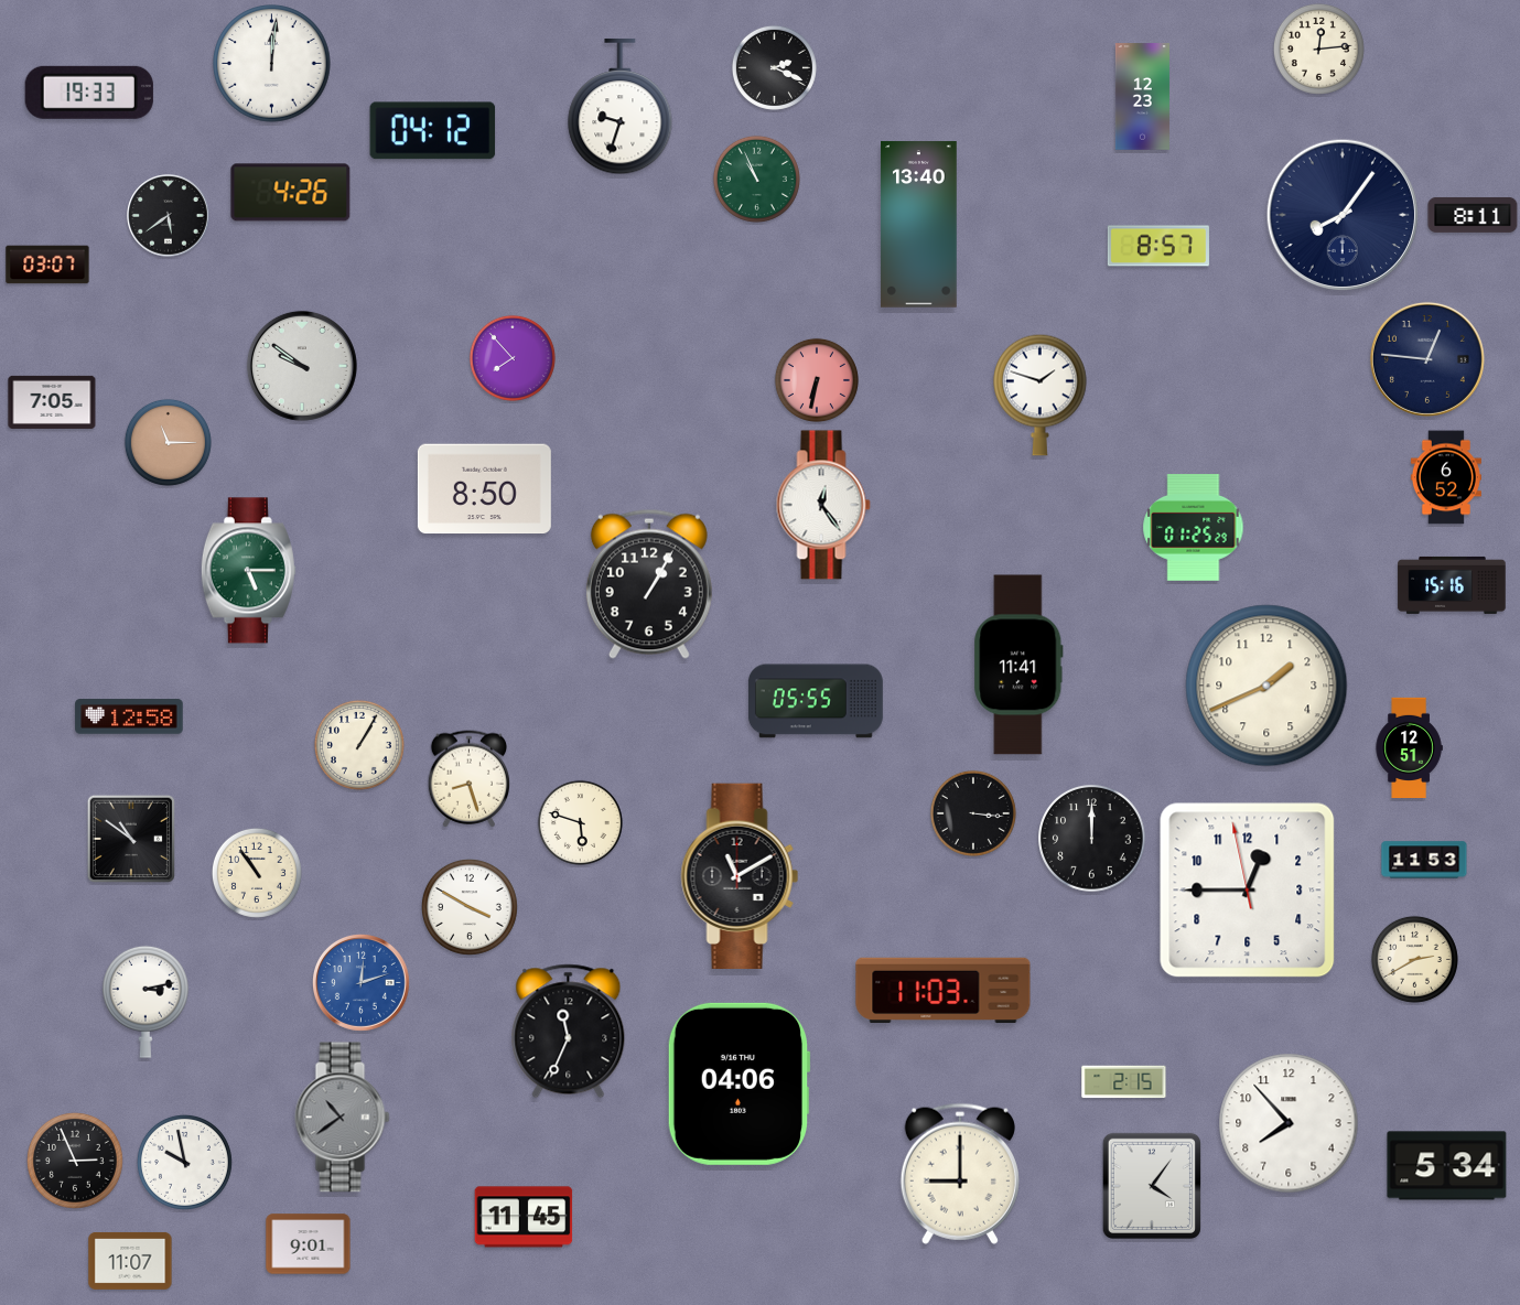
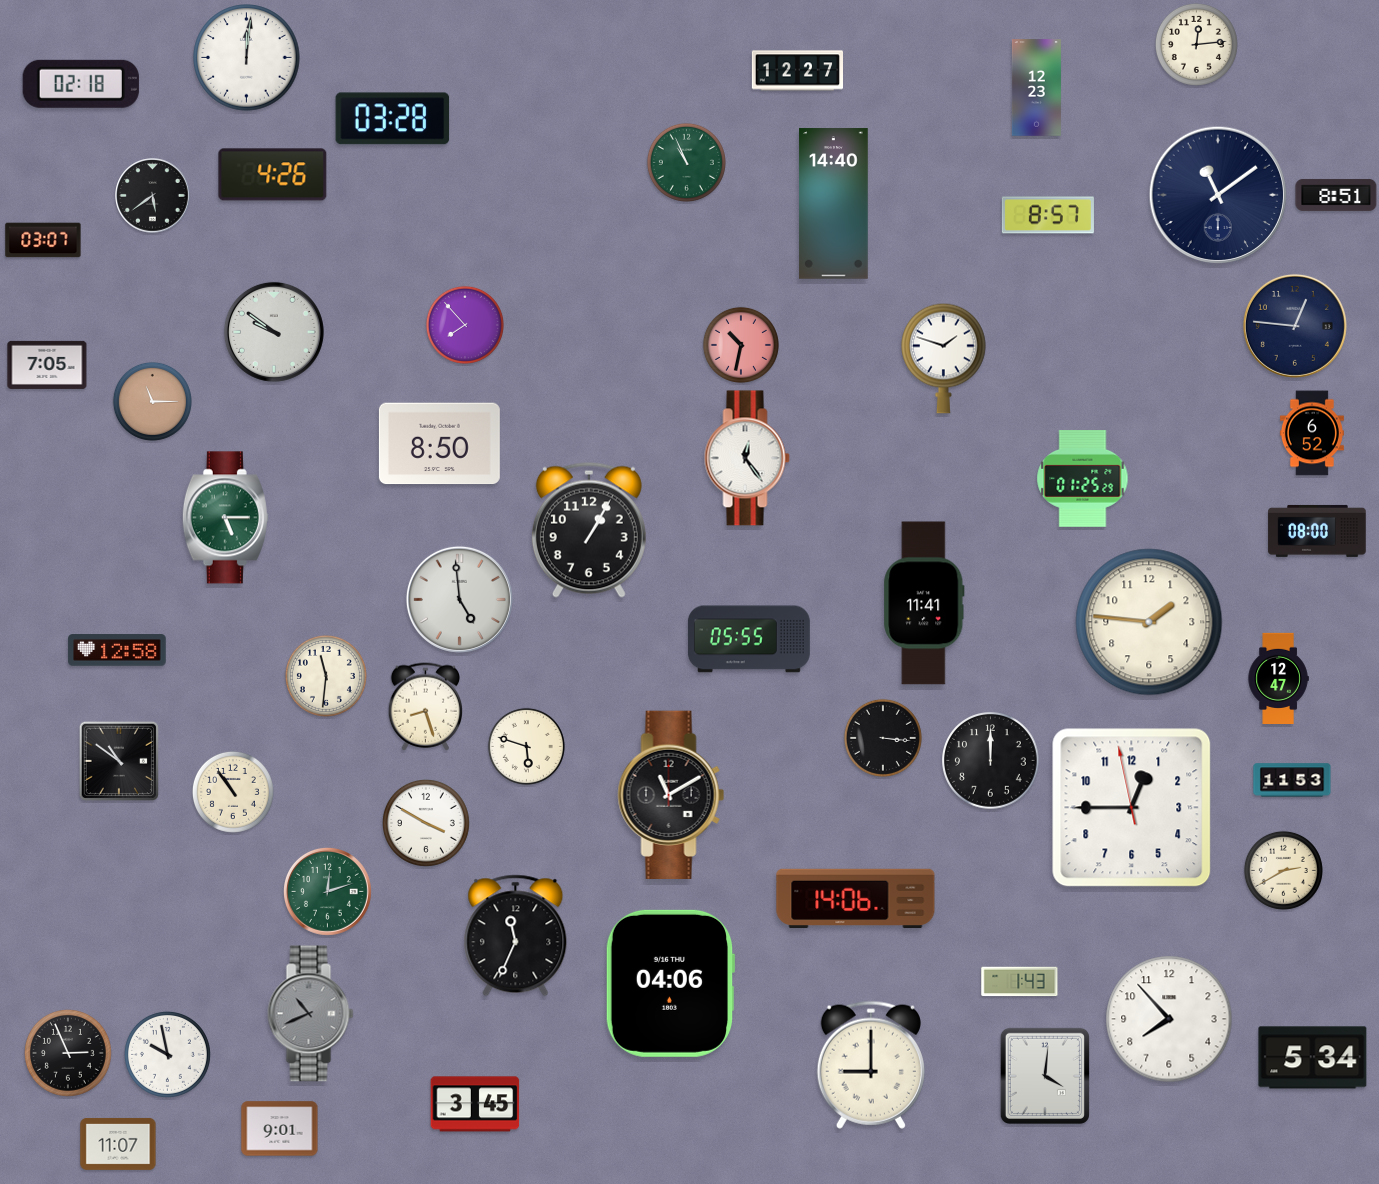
clock at (774, 67): 2:19 -> none
clock at (797, 71): none -> 12:27
clock at (89, 93): 19:33 -> 02:18
clock at (621, 107): 9:33 -> none
clock at (433, 131): 04:12 -> 03:28
clock at (291, 193) position: (291, 193) -> (273, 175)
clock at (1341, 214): 8:06 -> 11:09
clock at (1473, 215): 8:11 -> 8:51
clock at (919, 225): 13:40 -> 14:40
clock at (1158, 246) position: (1158, 246) -> (1048, 215)
clock at (817, 380): 6:32 -> 10:32
clock at (1452, 585): 15:16 -> 08:00
clock at (459, 599): none -> 4:59
clock at (1266, 686): 1:41 -> 1:46
clock at (816, 701) position: (816, 701) -> (749, 639)
clock at (359, 745): 1:05 -> 11:31
clock at (1409, 747): 12:51 -> 12:47
clock at (360, 982) dial: blue -> green
clock at (944, 991): 11:03 -> 14:06
clock at (147, 1002): 3:13 -> none
clock at (1124, 1082): 2:15 -> 1:43
clock at (343, 1118): 10:39 -> 10:41
clock at (1152, 1186): 4:06 -> 4:01
clock at (524, 1217): 11:45 -> 3:45
